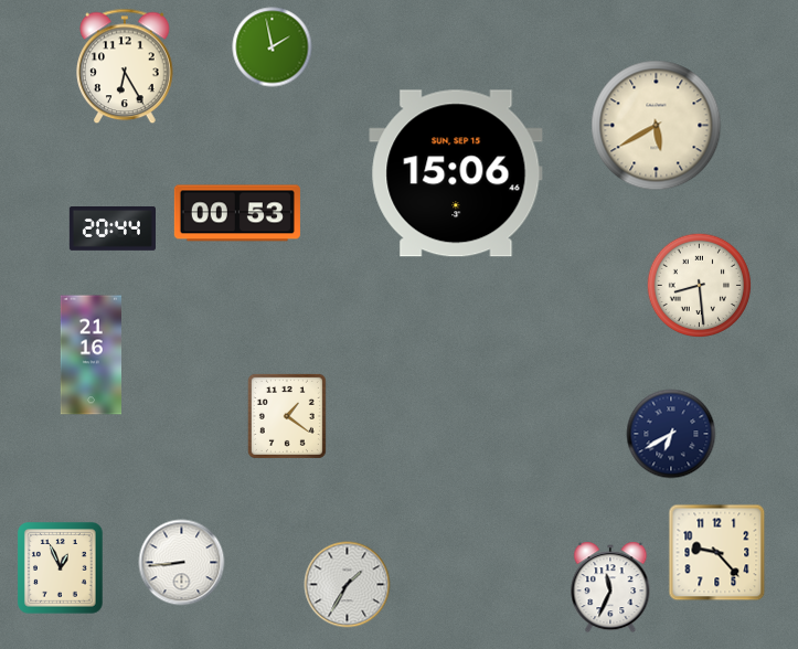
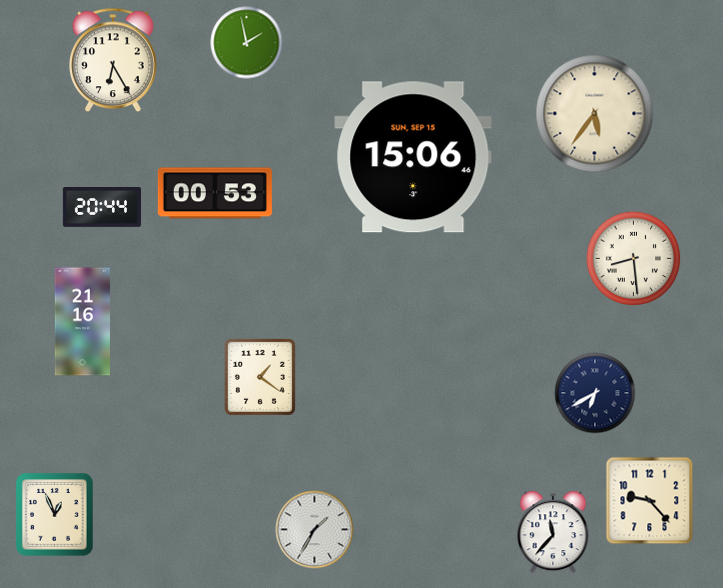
clock at (657, 126): 5:40 -> 5:36
clock at (671, 434) position: (671, 434) -> (595, 393)
clock at (182, 563): 8:44 -> none
clock at (610, 587): 11:34 -> 11:37
